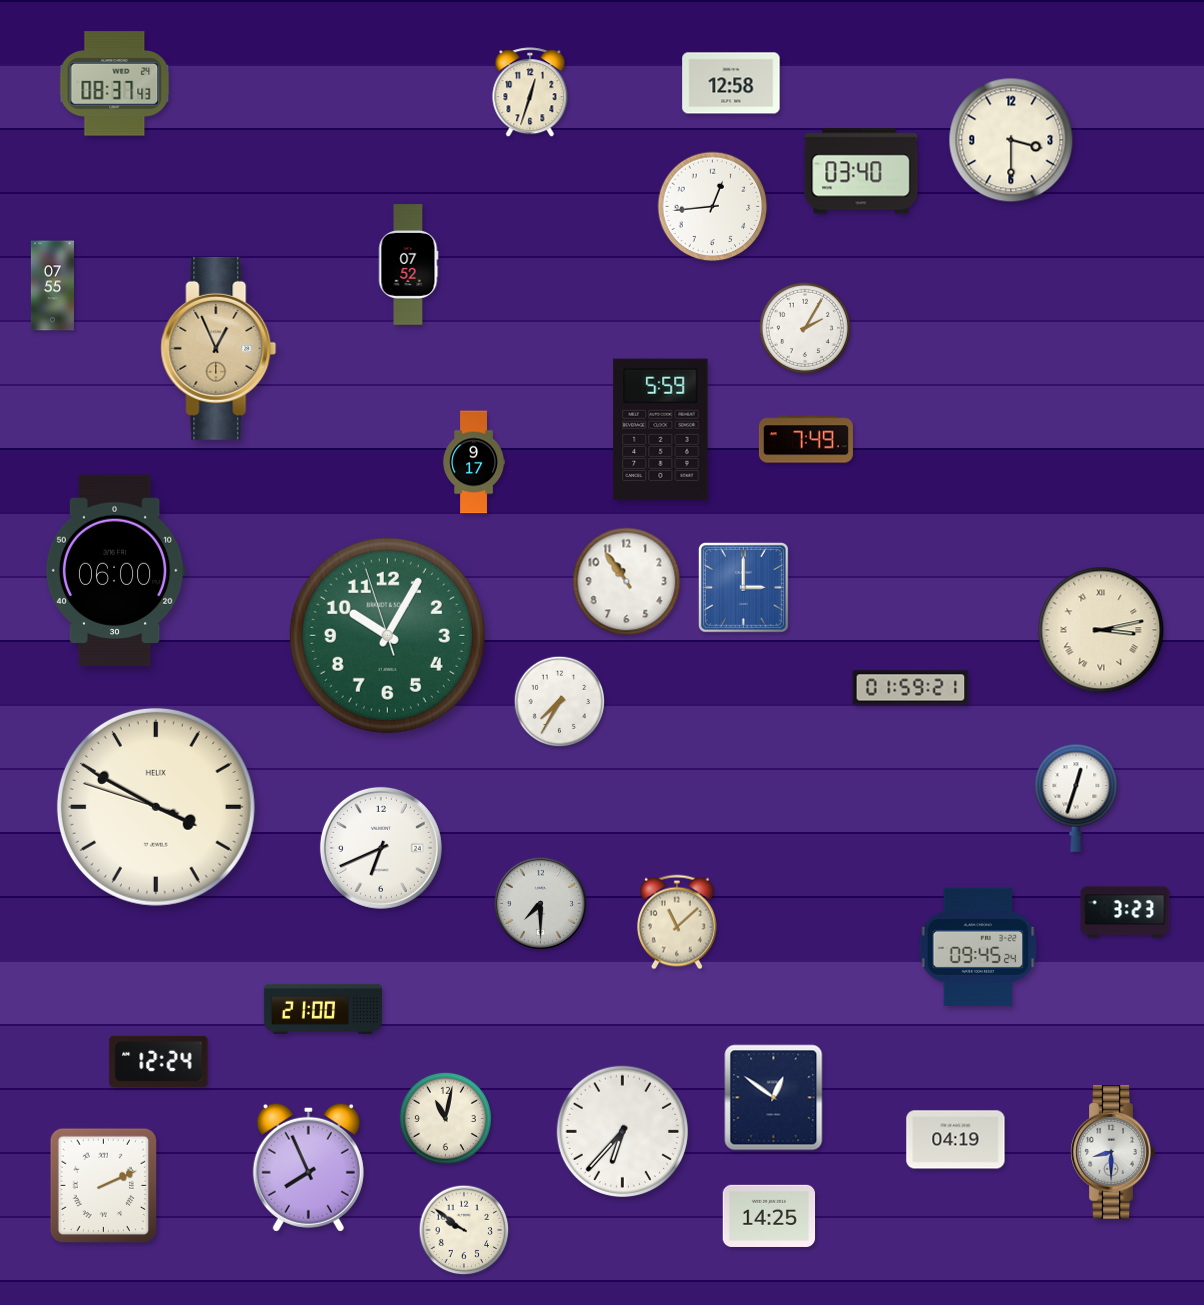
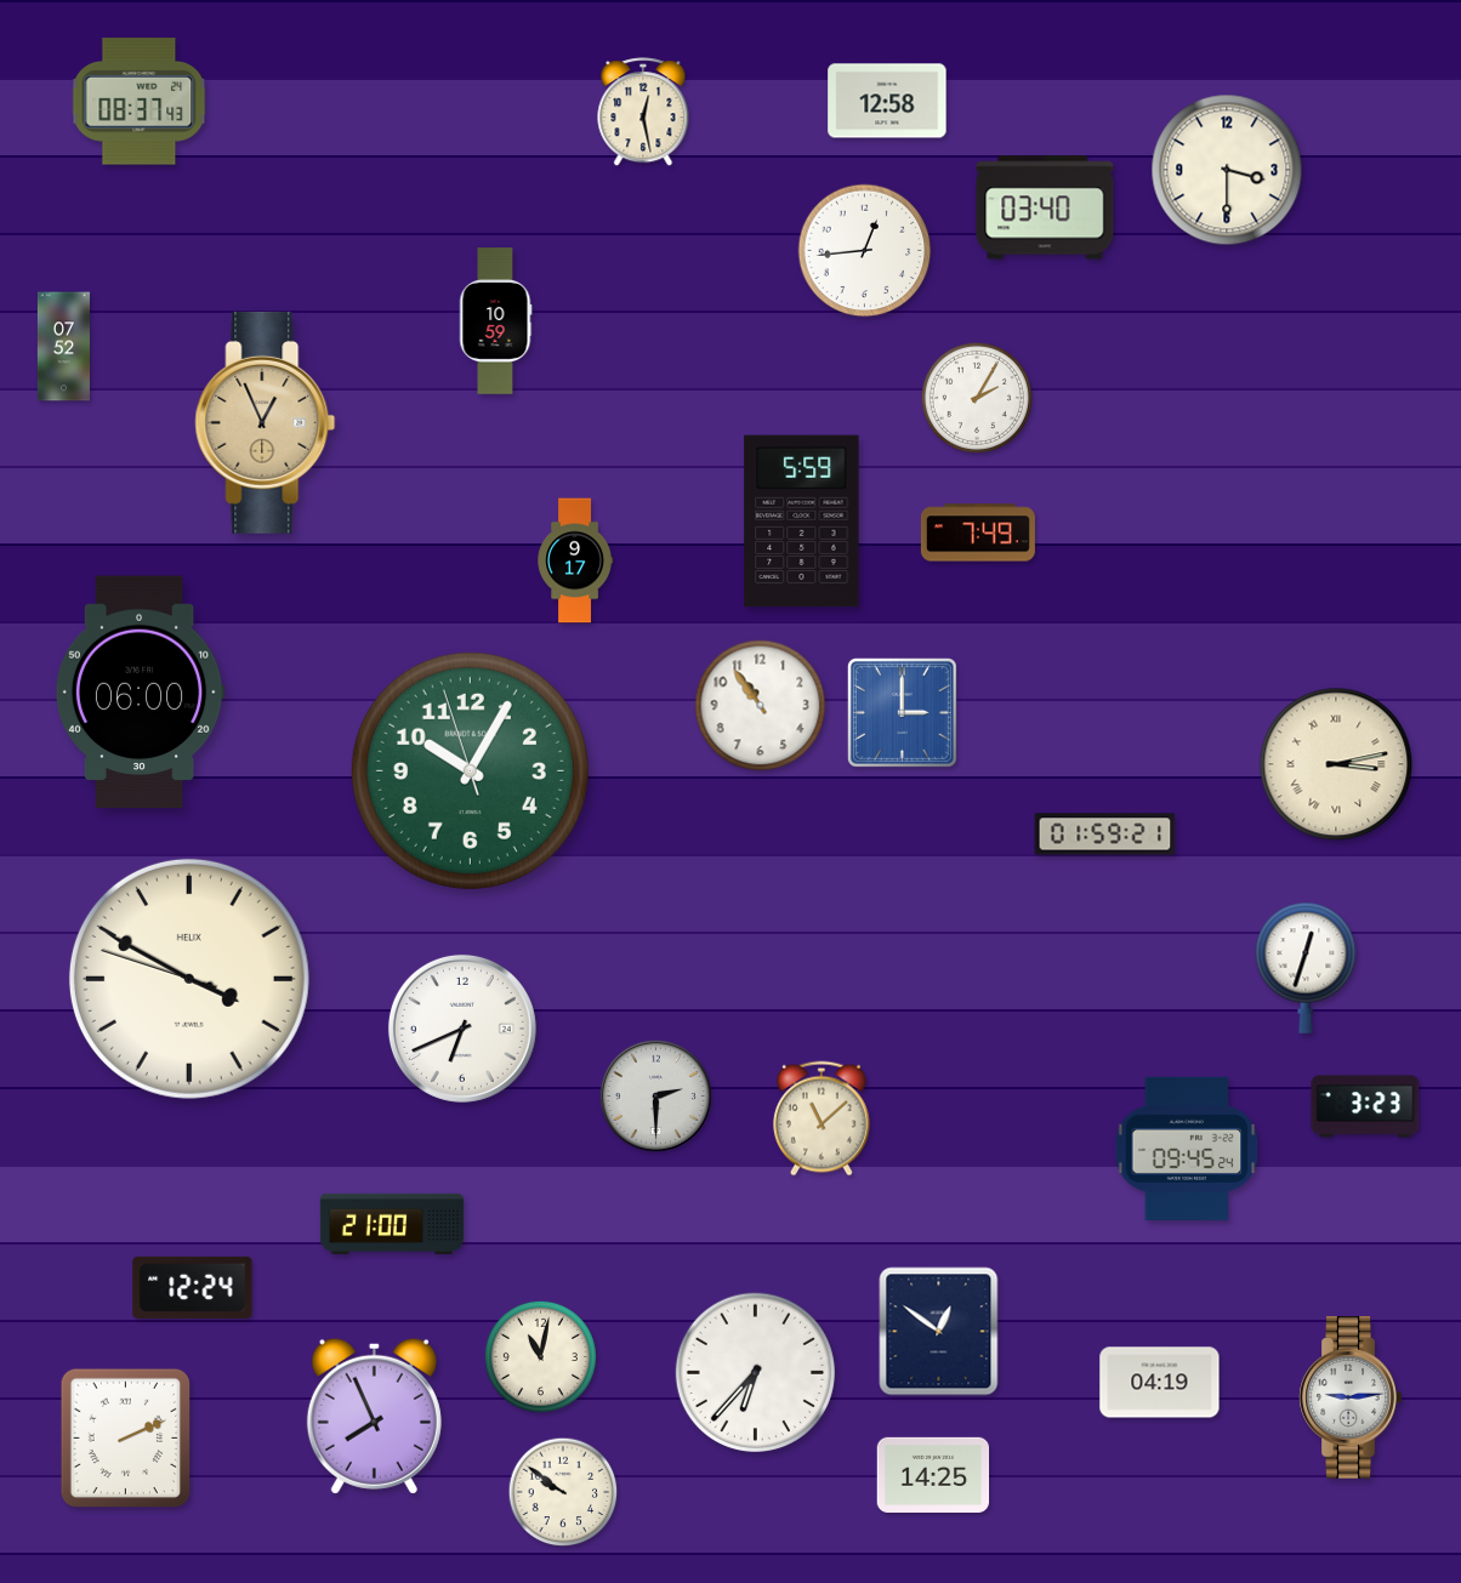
clock at (530, 93): 12:33 -> 12:28
clock at (409, 265): 07:52 -> 10:59
clock at (52, 286): 07:55 -> 07:52
clock at (560, 702): 7:35 -> none
clock at (540, 903): 7:30 -> 2:30
clock at (1113, 1152): 8:30 -> 9:14
